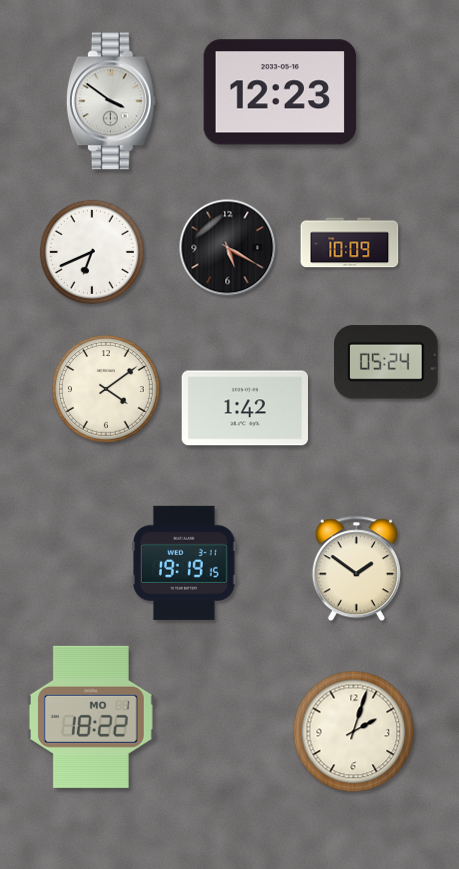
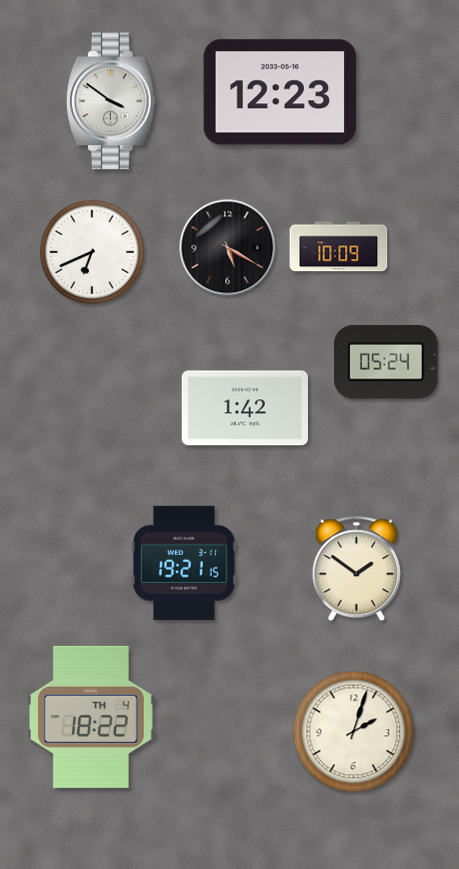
clock at (350, 243) position: (350, 243) -> (339, 247)
clock at (106, 389): 4:09 -> none
clock at (184, 563): 19:19 -> 19:21
clock at (91, 717) date: MO 1 -> TH 4
